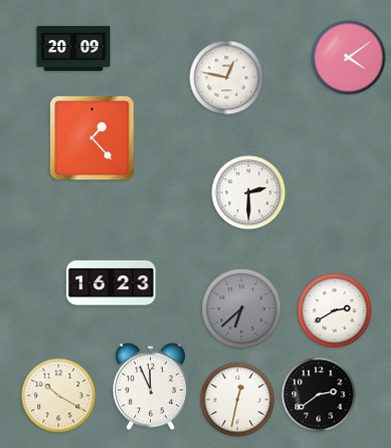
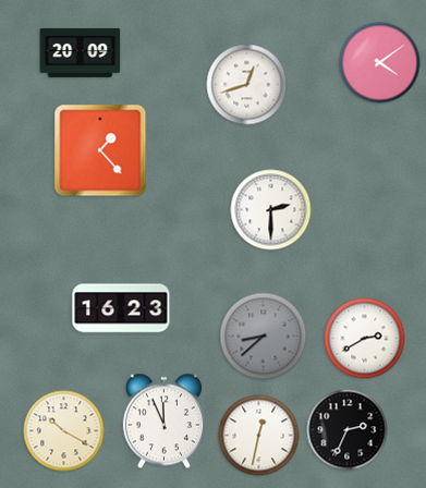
clock at (227, 78): 12:47 -> 12:42
clock at (242, 309): 6:38 -> 8:38
clock at (319, 395): 2:39 -> 2:34
